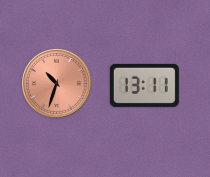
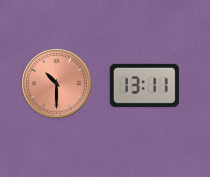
clock at (57, 84): 10:33 -> 10:30
